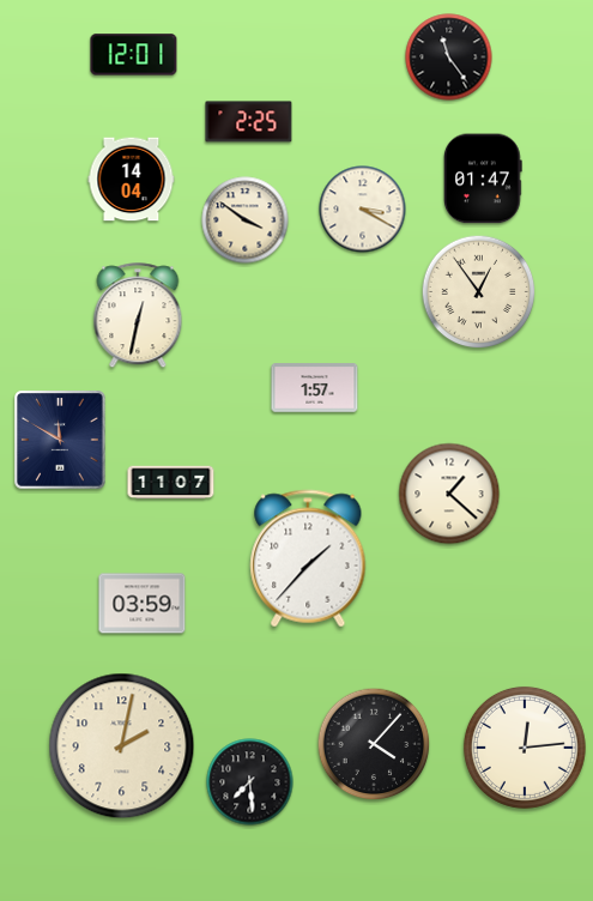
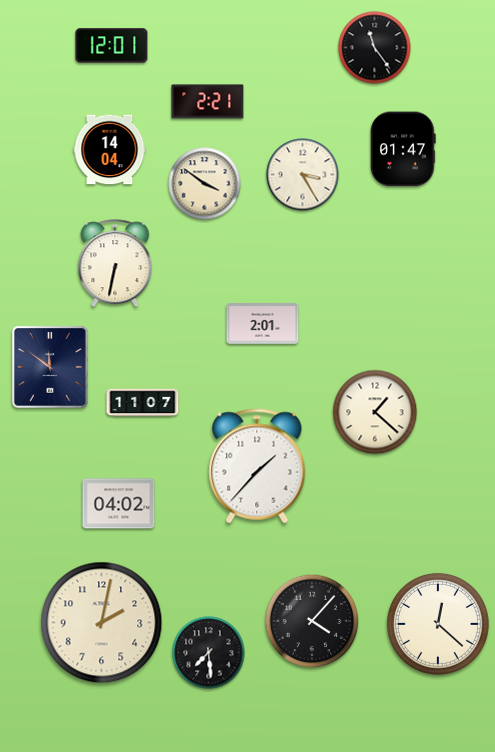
clock at (249, 122): 2:25 -> 2:21
clock at (363, 210): 3:20 -> 3:25
clock at (479, 292): 12:54 -> none
clock at (138, 316): 12:32 -> 6:32
clock at (315, 388): 1:57 -> 2:01
clock at (60, 440): 11:50 -> 11:51
clock at (143, 604): 03:59 -> 04:02
clock at (525, 748): 12:14 -> 12:22
